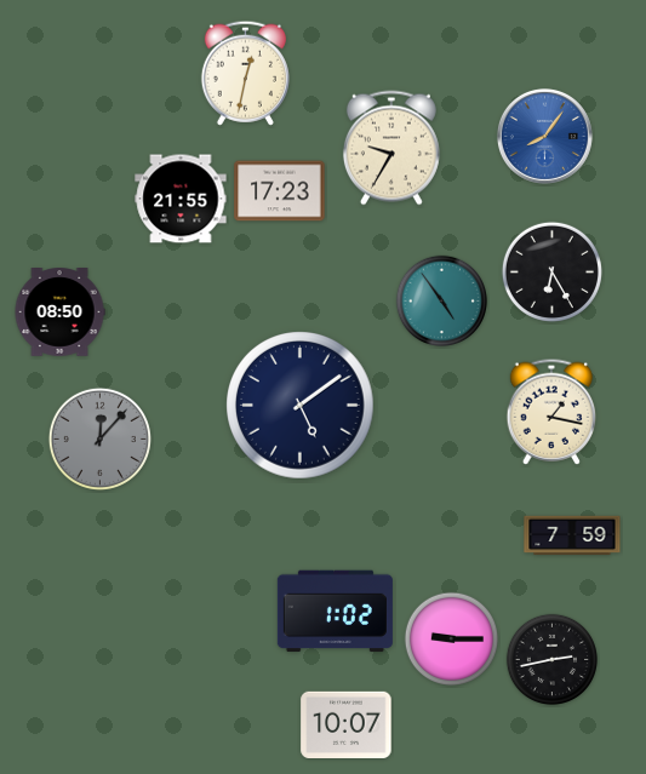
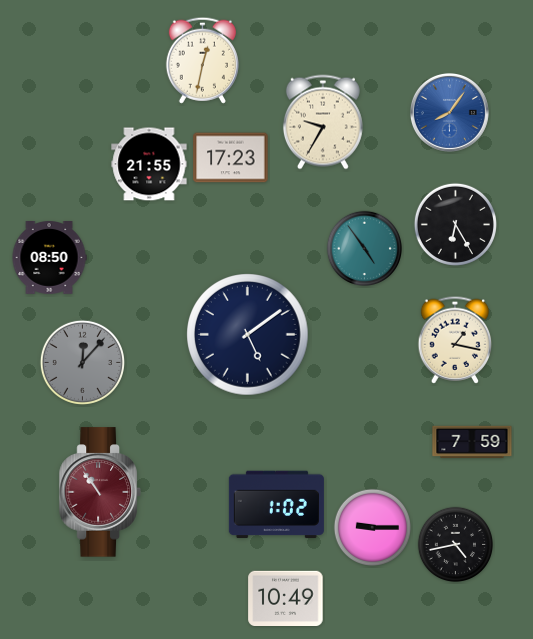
clock at (100, 492): none -> 10:54
clock at (553, 660): 2:43 -> 4:43
clock at (347, 724): 10:07 -> 10:49
